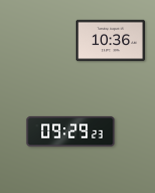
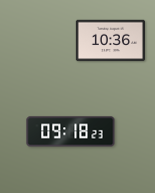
clock at (71, 132): 09:29 -> 09:18
